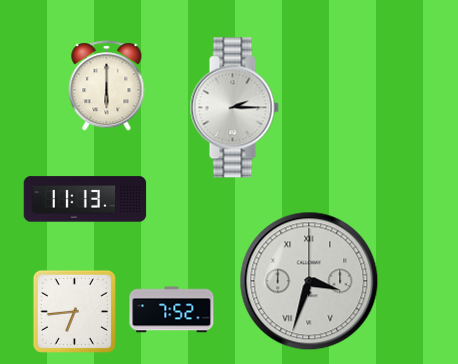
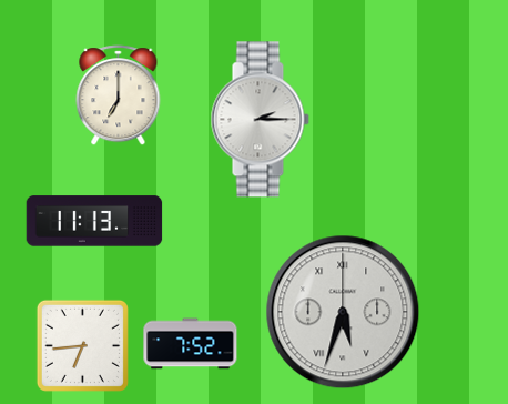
clock at (107, 86): 6:00 -> 7:00
clock at (309, 281): 3:33 -> 5:33
